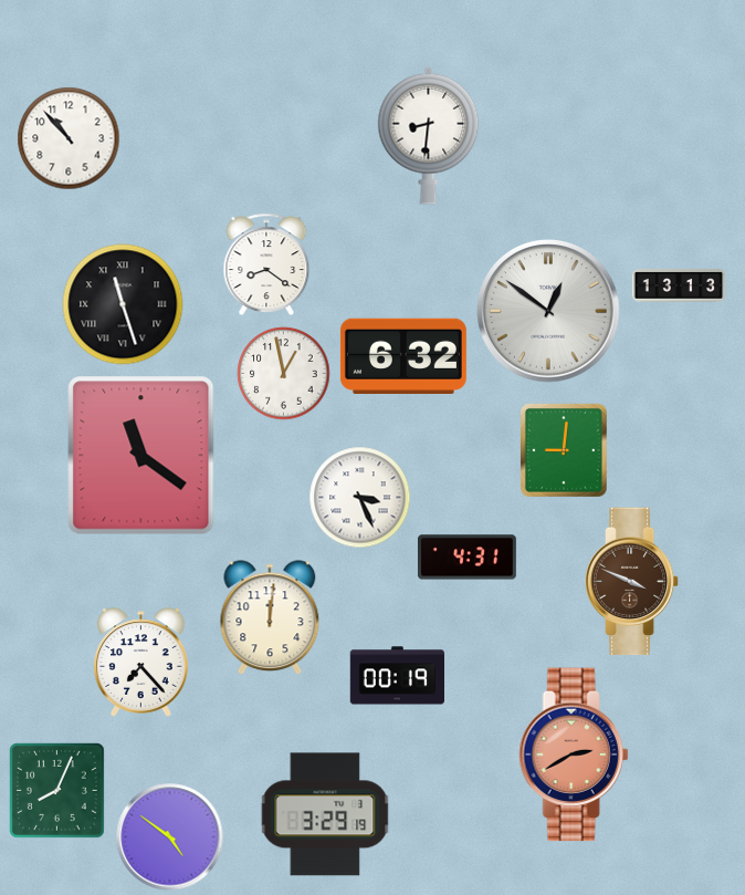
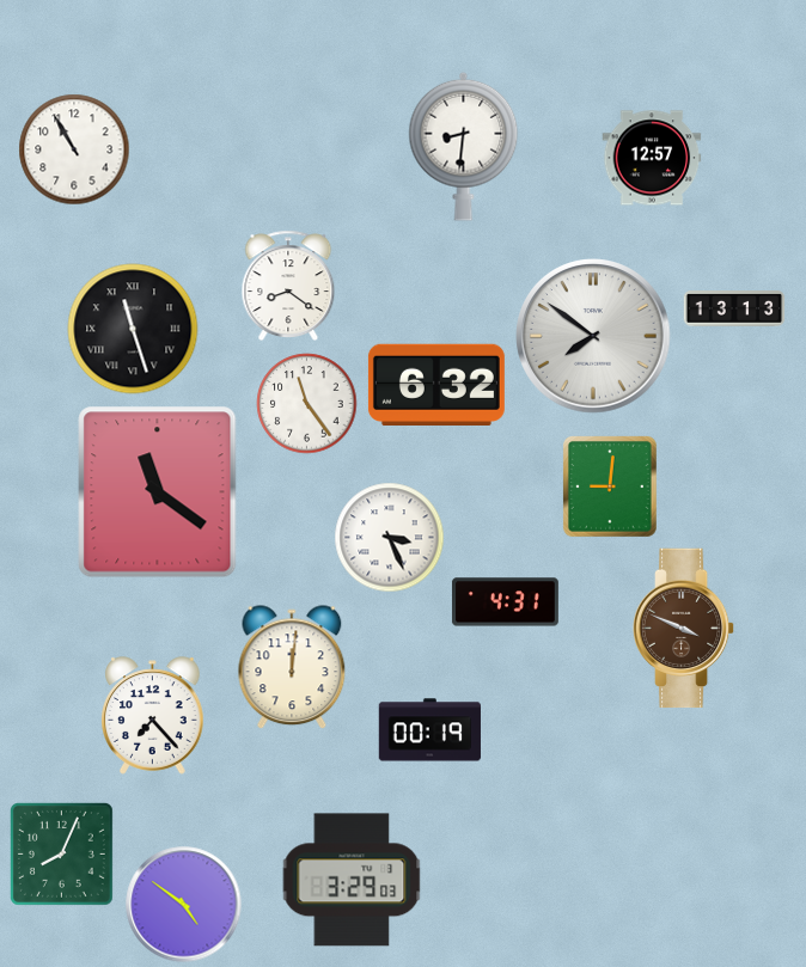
clock at (69, 138): 10:53 -> 10:55
clock at (652, 158): none -> 12:57
clock at (548, 311): 12:51 -> 7:51
clock at (284, 374): 12:58 -> 11:24
clock at (141, 456) position: (141, 456) -> (158, 492)
clock at (574, 754): 2:40 -> none
clock at (325, 814): 3:29:19 -> 3:29:03
